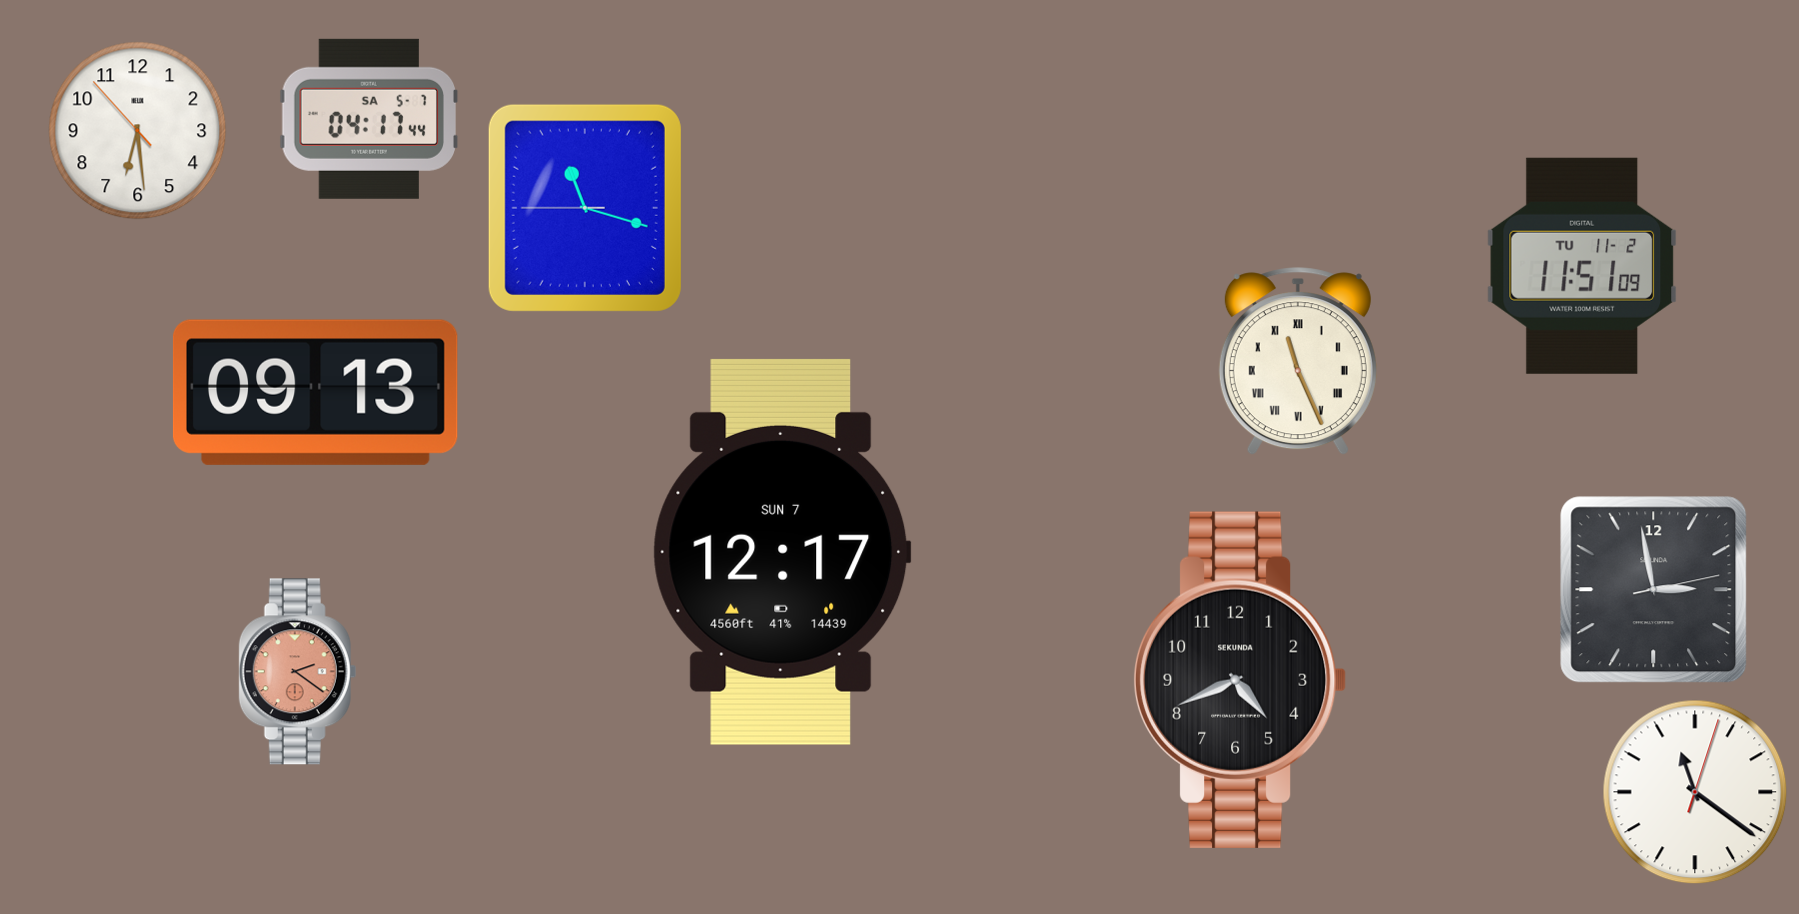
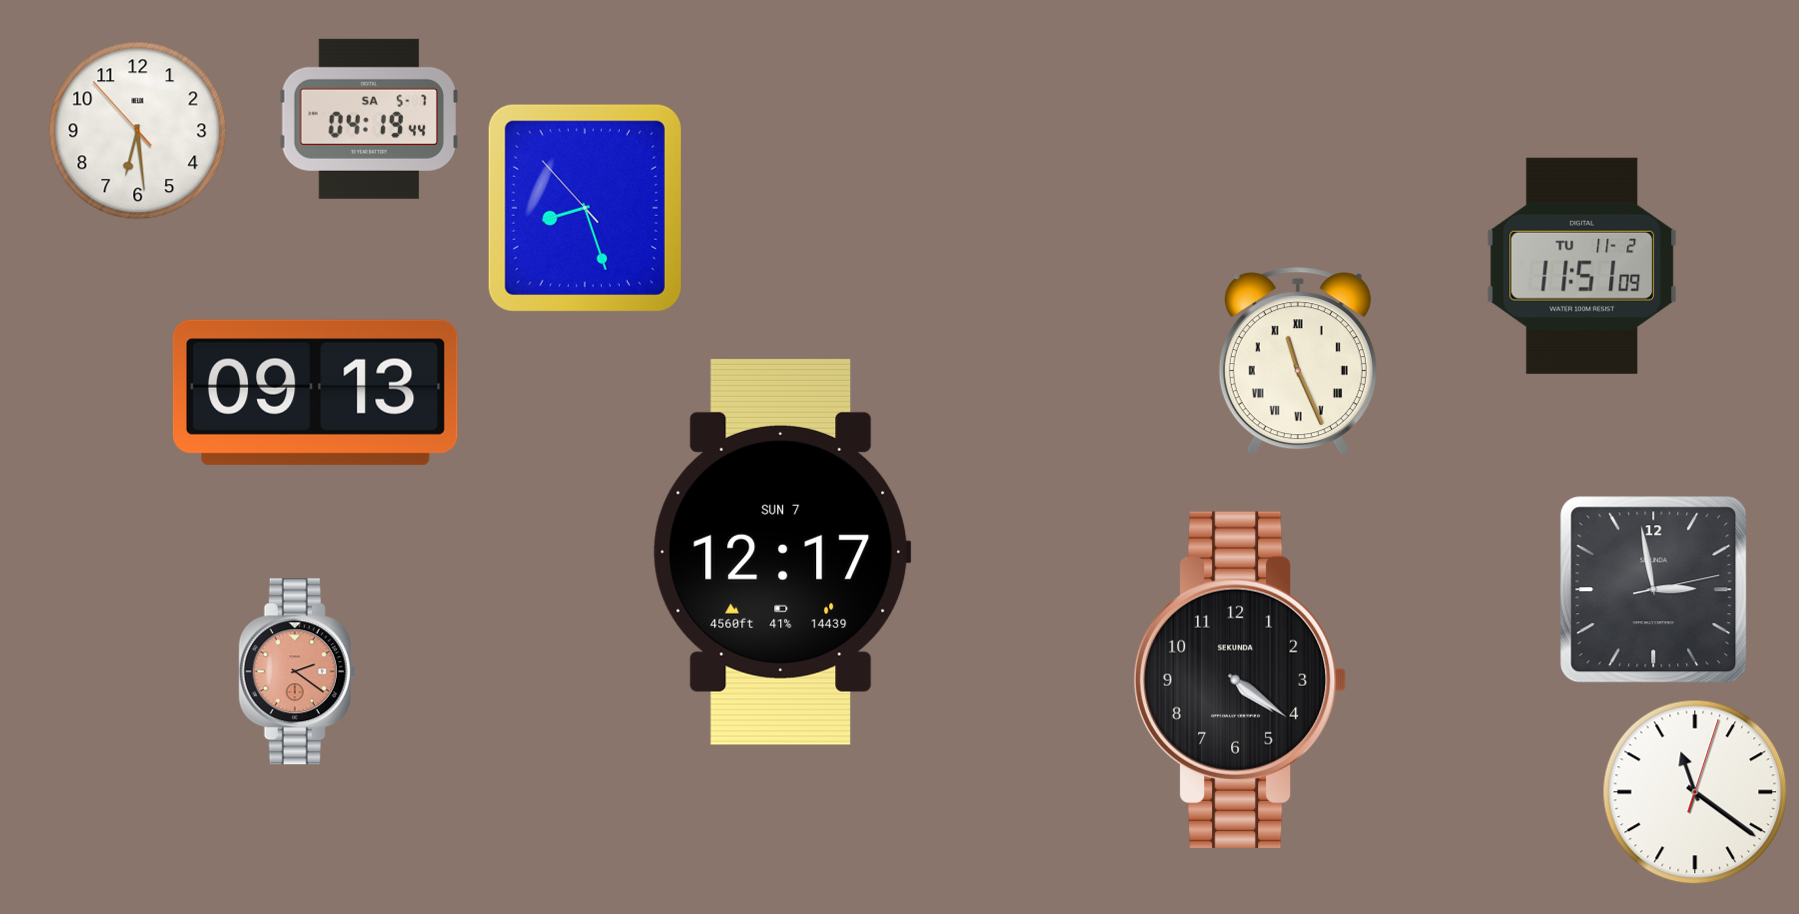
clock at (369, 119): 04:17 -> 04:19
clock at (585, 208): 11:17 -> 8:26
clock at (1240, 680): 4:41 -> 4:21
